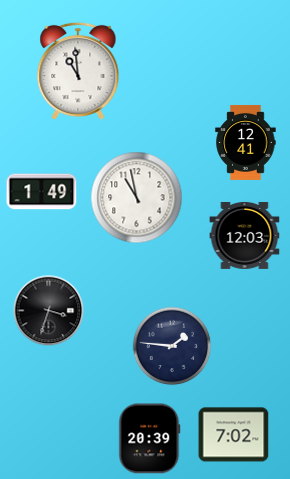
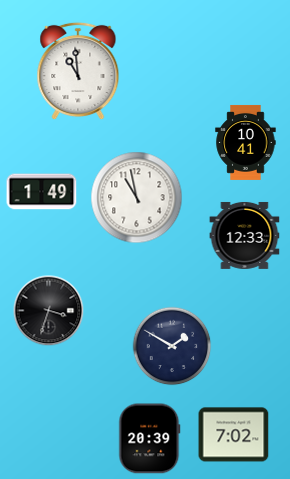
clock at (246, 142): 12:41 -> 10:41
clock at (245, 235): 12:03 -> 12:33
clock at (172, 346): 1:46 -> 1:50
